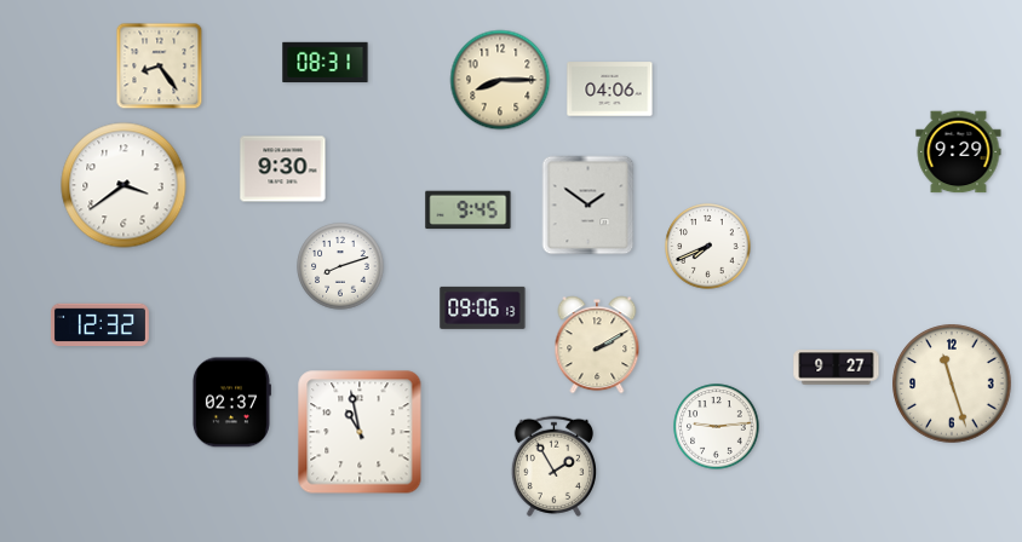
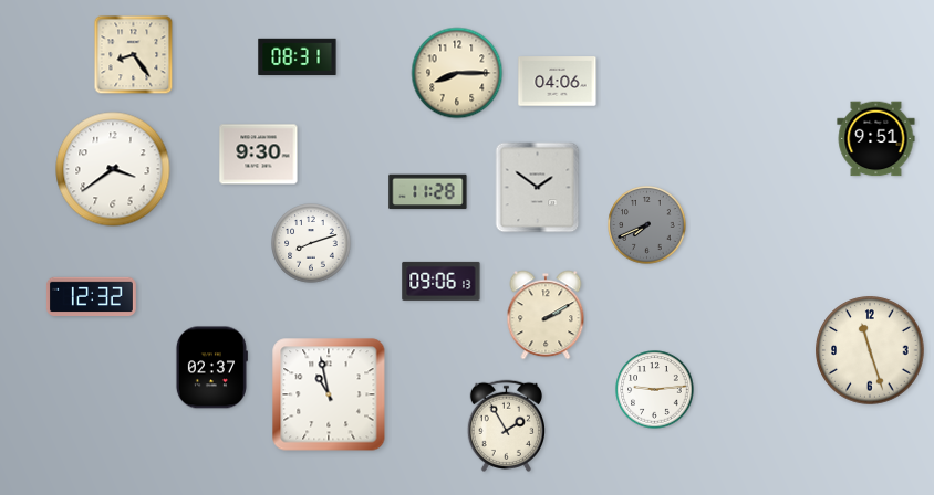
clock at (160, 67) position: (160, 67) -> (134, 55)
clock at (959, 152): 9:29 -> 9:51
clock at (469, 211): 9:45 -> 11:28
clock at (708, 247) dial: white -> grey
clock at (837, 368): 9:27 -> none
